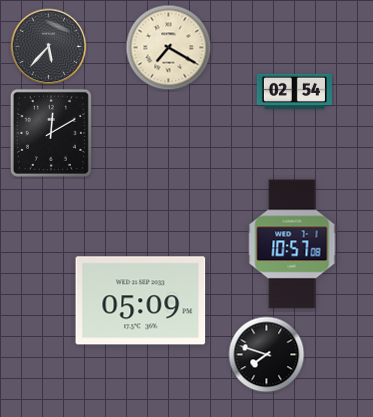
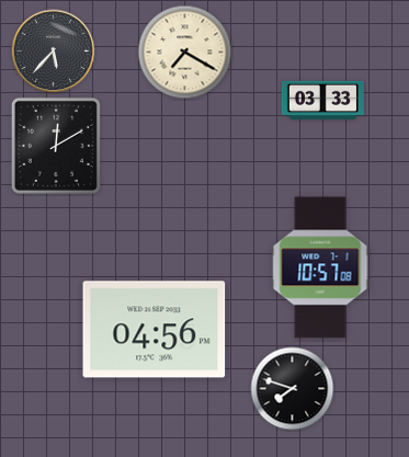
clock at (294, 92): 02:54 -> 03:33
clock at (141, 301): 05:09 -> 04:56
